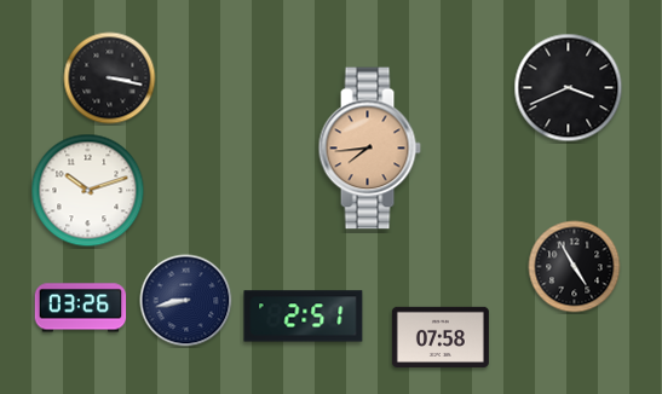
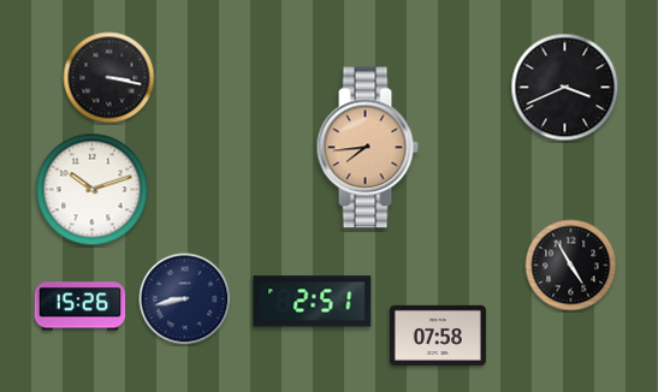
clock at (88, 191) position: (88, 191) -> (93, 190)
clock at (81, 308): 03:26 -> 15:26
clock at (304, 317) position: (304, 317) -> (313, 302)
